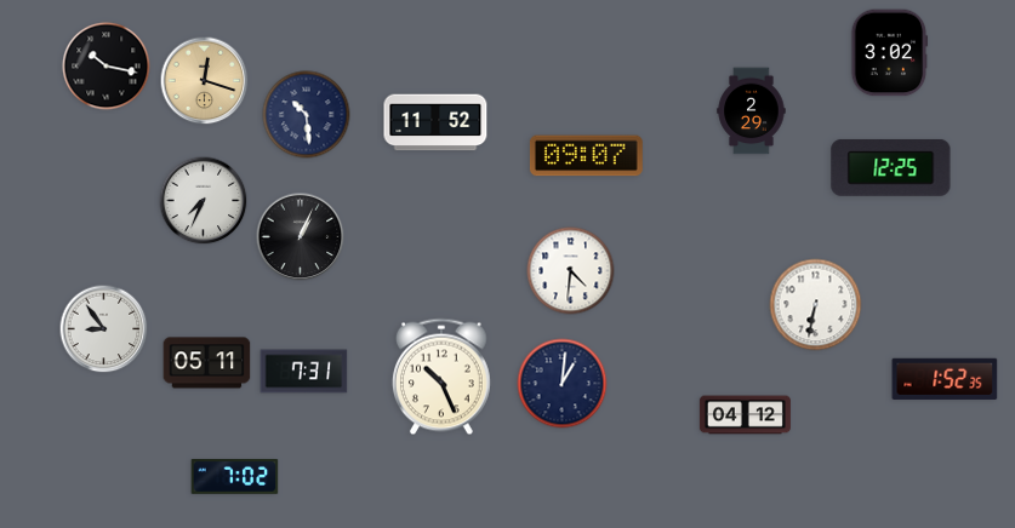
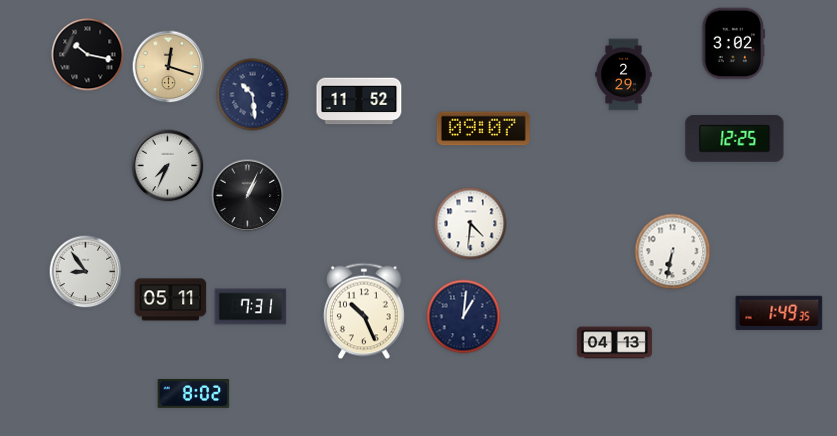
clock at (752, 111) position: (752, 111) -> (624, 75)
clock at (945, 379): 1:52 -> 1:49
clock at (745, 415): 04:12 -> 04:13
clock at (235, 477): 7:02 -> 8:02
